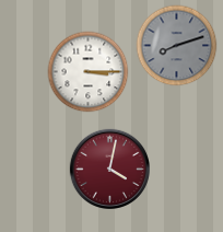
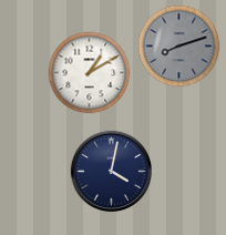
clock at (89, 72): 3:15 -> 1:10
clock at (109, 169) dial: burgundy -> navy
